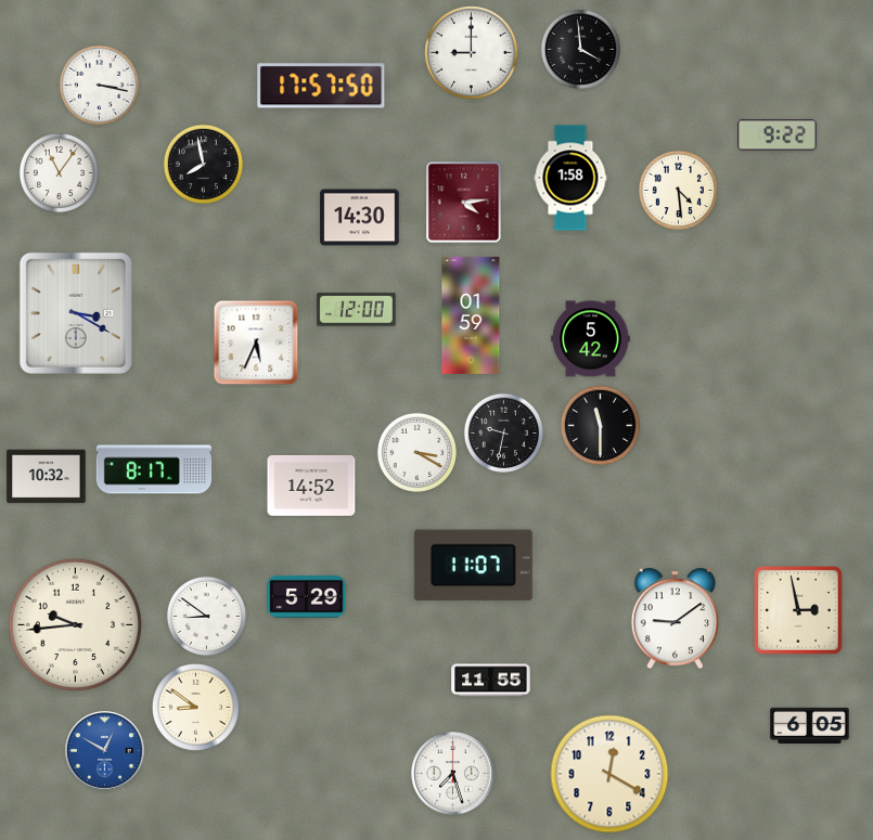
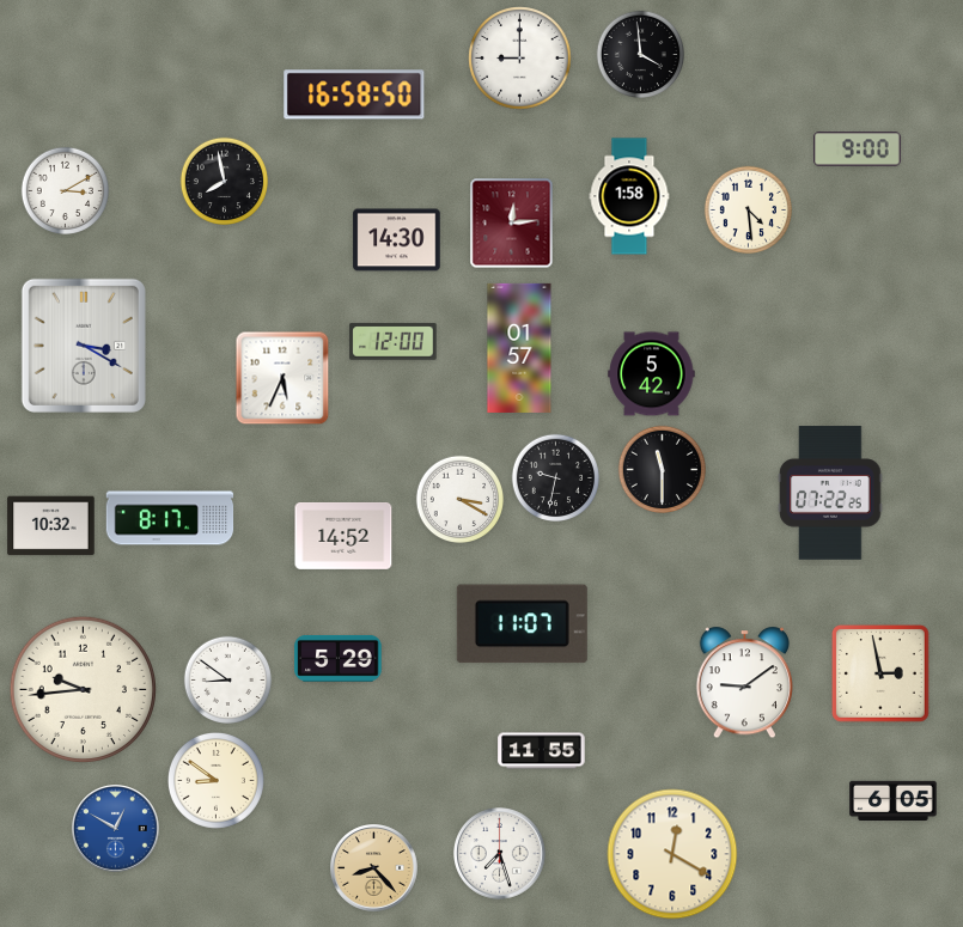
clock at (99, 85): 3:17 -> none
clock at (321, 86): 17:57 -> 16:58
clock at (778, 135): 9:22 -> 9:00
clock at (59, 172): 11:06 -> 3:10
clock at (464, 203): 4:14 -> 12:14
clock at (471, 315): 01:59 -> 01:57
clock at (830, 493): none -> 07:22
clock at (374, 868): none -> 8:23
